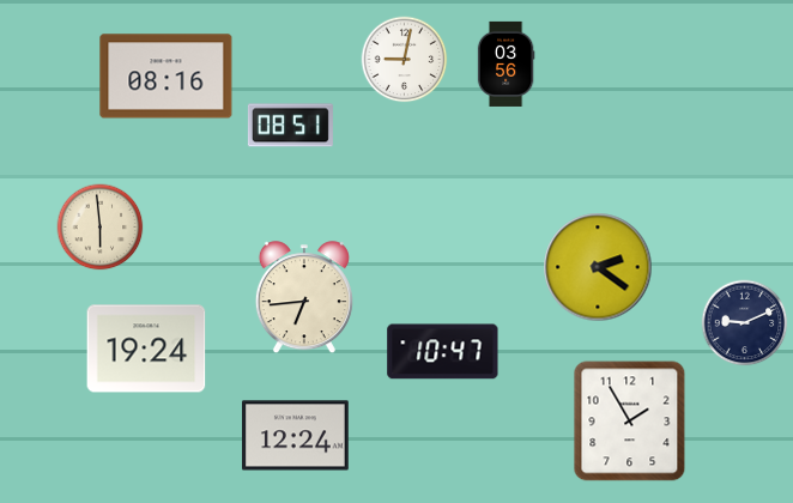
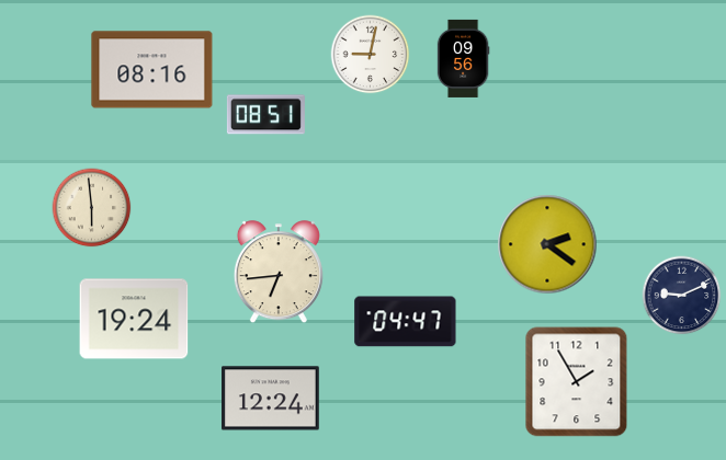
clock at (506, 63): 03:56 -> 09:56
clock at (443, 352): 10:47 -> 04:47
clock at (630, 422) position: (630, 422) -> (577, 382)
